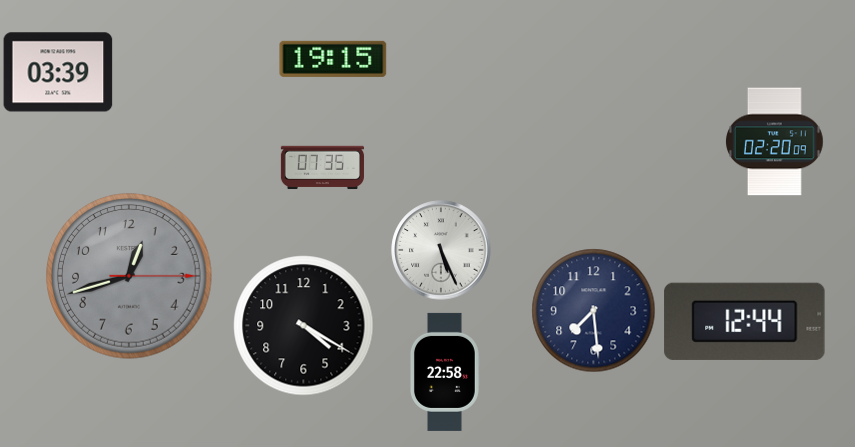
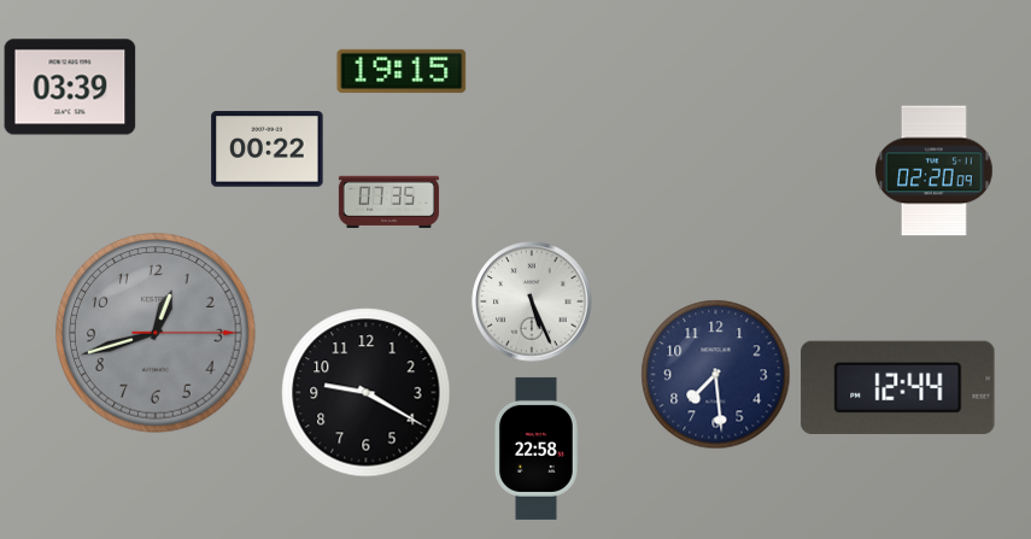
clock at (268, 150): none -> 00:22
clock at (304, 326): 4:20 -> 9:20
